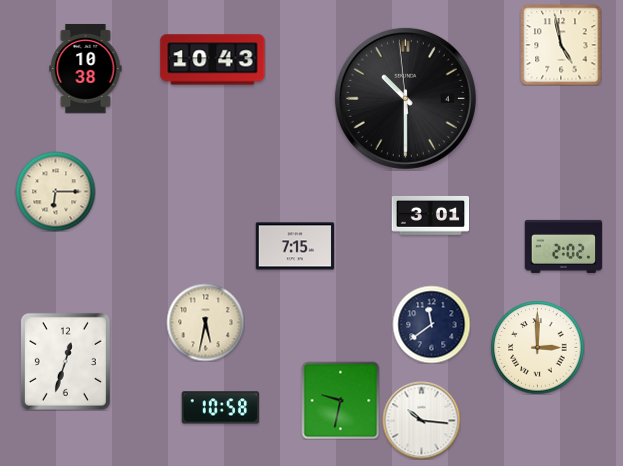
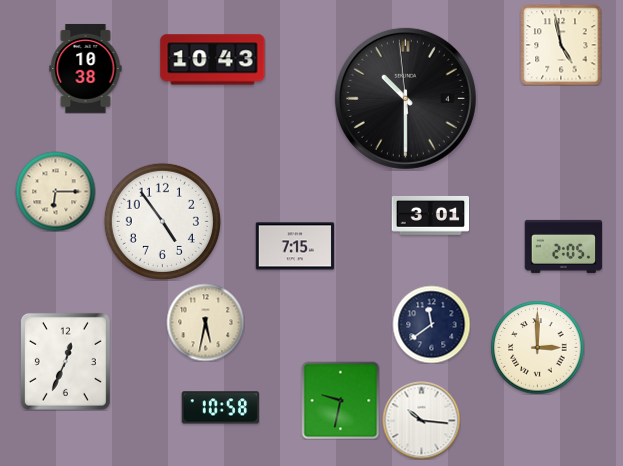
clock at (162, 221): none -> 4:54
clock at (563, 246): 2:02 -> 2:05
clock at (65, 361): 12:33 -> 12:34
